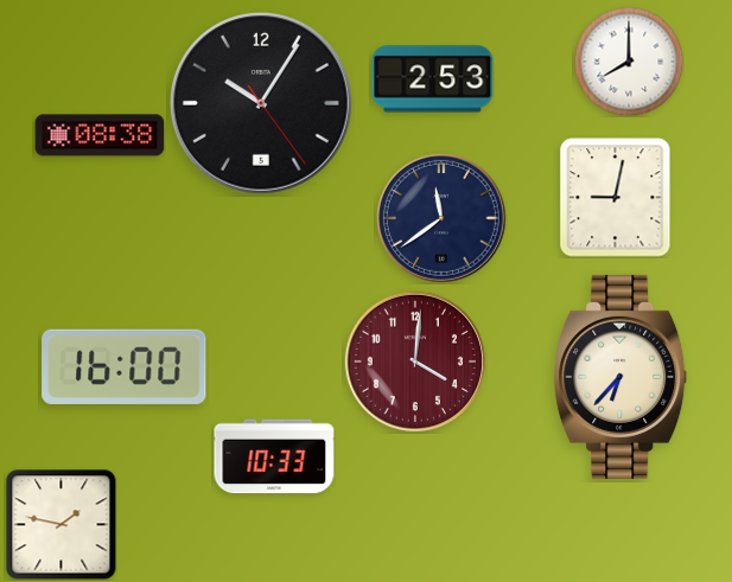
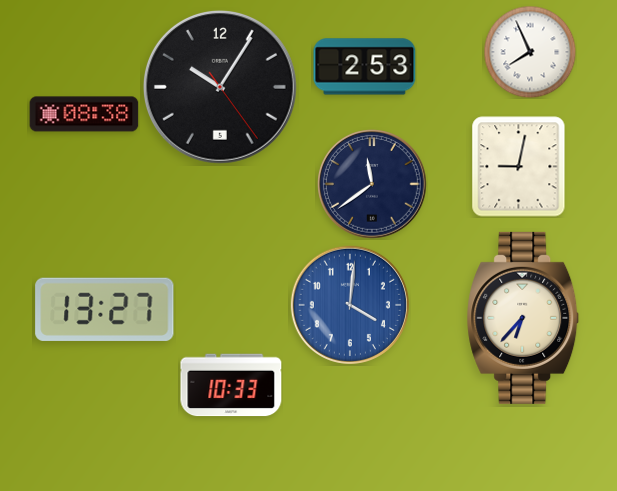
clock at (629, 62): 8:00 -> 7:56
clock at (415, 362) dial: burgundy -> blue
clock at (125, 366): 16:00 -> 13:27
clock at (62, 525): 1:47 -> none
